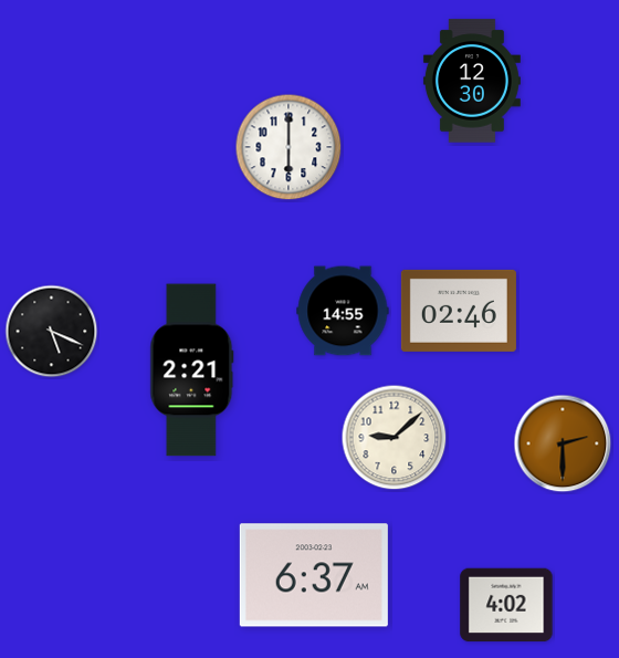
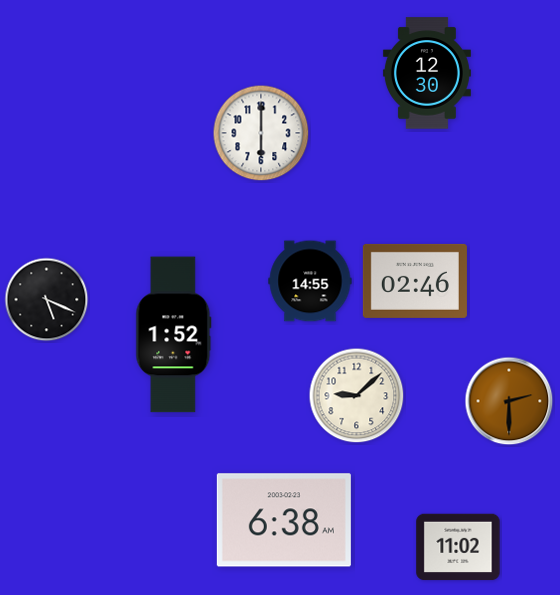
clock at (192, 370): 2:21 -> 1:52
clock at (314, 575): 6:37 -> 6:38
clock at (506, 605): 4:02 -> 11:02
